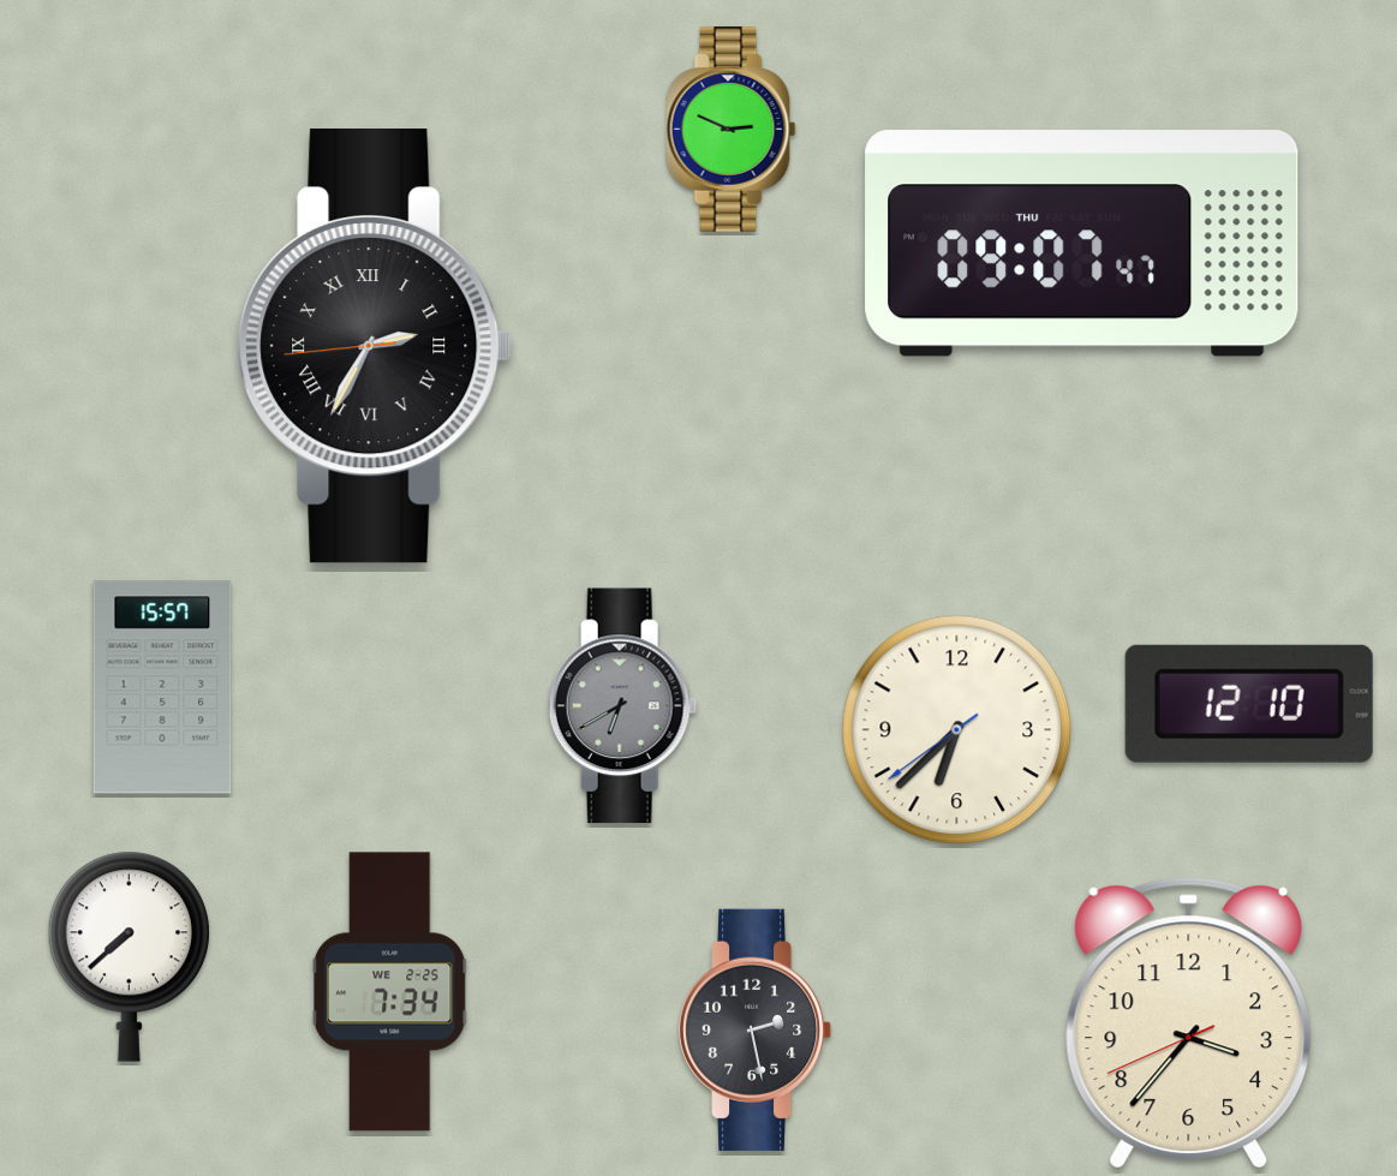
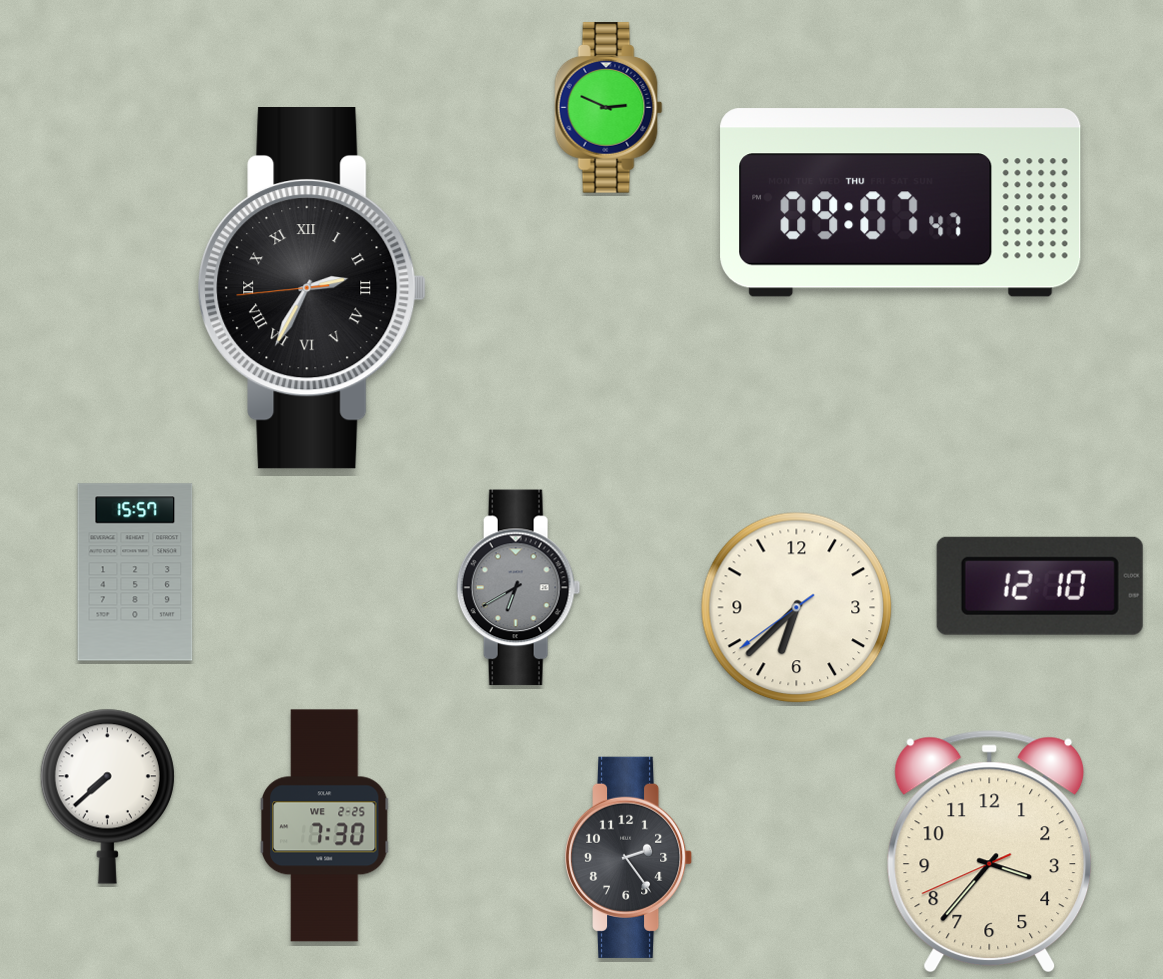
clock at (389, 992): 7:34 -> 7:30
clock at (756, 1029): 2:28 -> 2:24
